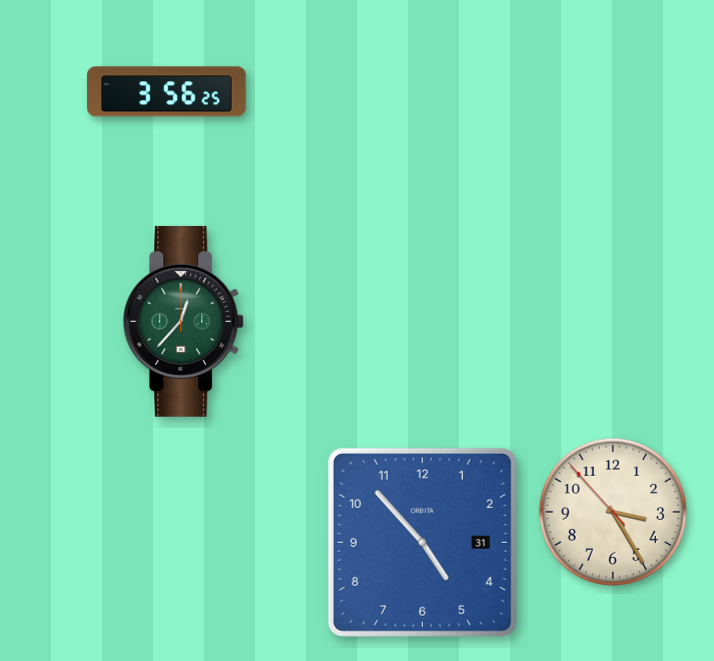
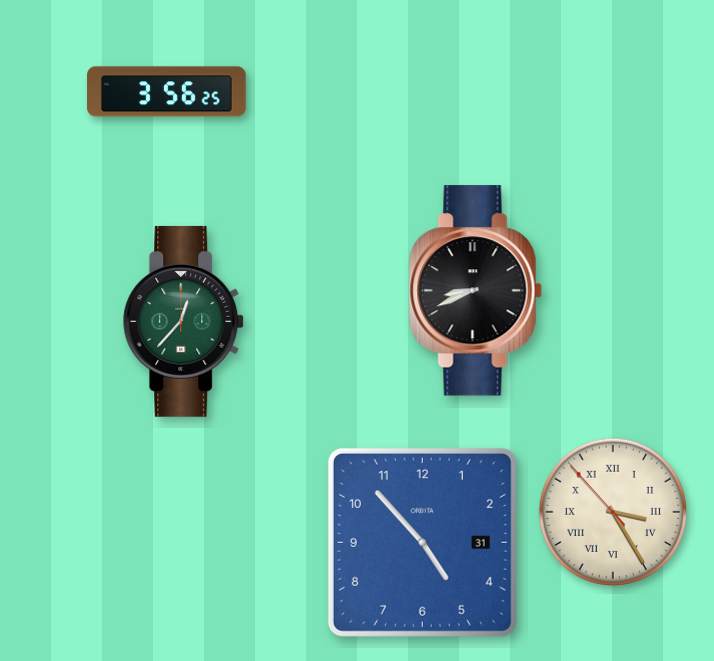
clock at (475, 291): none -> 8:41
clock at (613, 512) numerals: Arabic -> Roman
